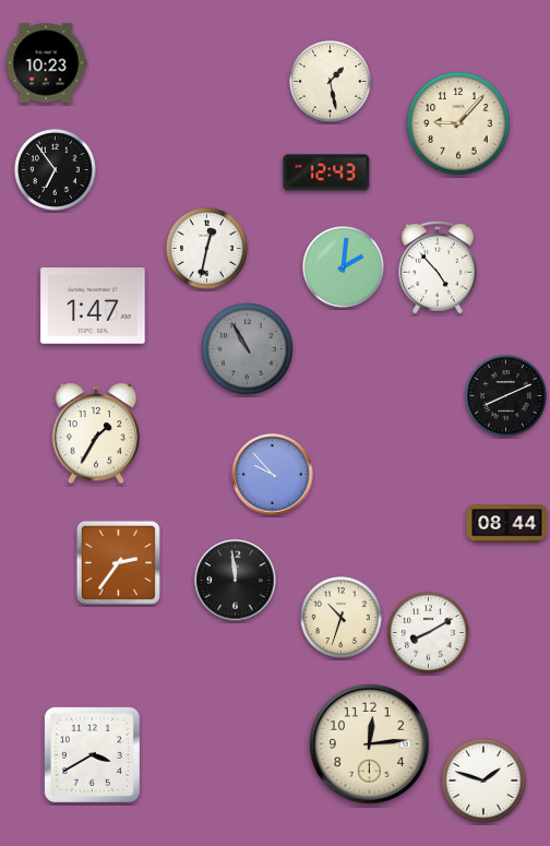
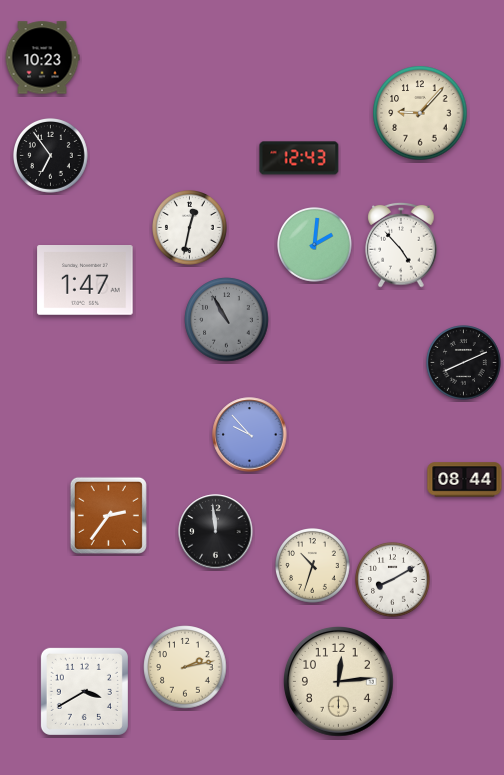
clock at (331, 82): 1:28 -> none
clock at (96, 433): 1:35 -> none
clock at (185, 667): none -> 2:13
clock at (485, 782): 1:48 -> none
